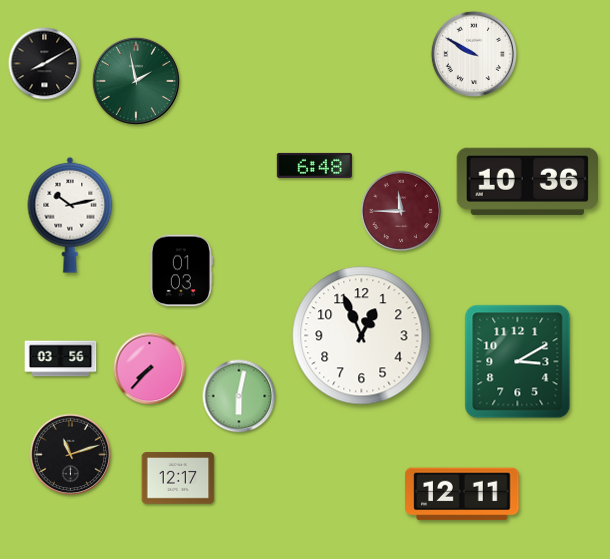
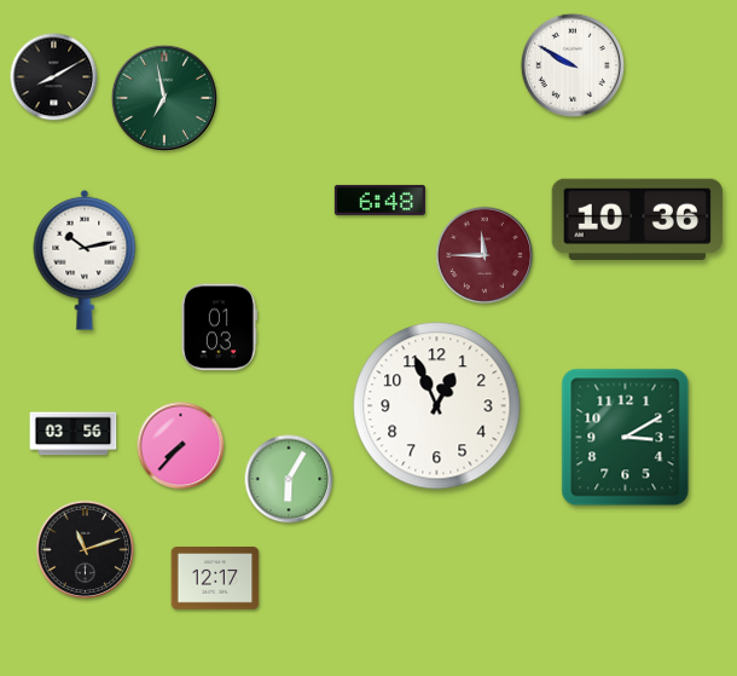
clock at (136, 81): 1:58 -> 6:58
clock at (239, 396): 6:02 -> 6:05
clock at (462, 494): 12:11 -> none
